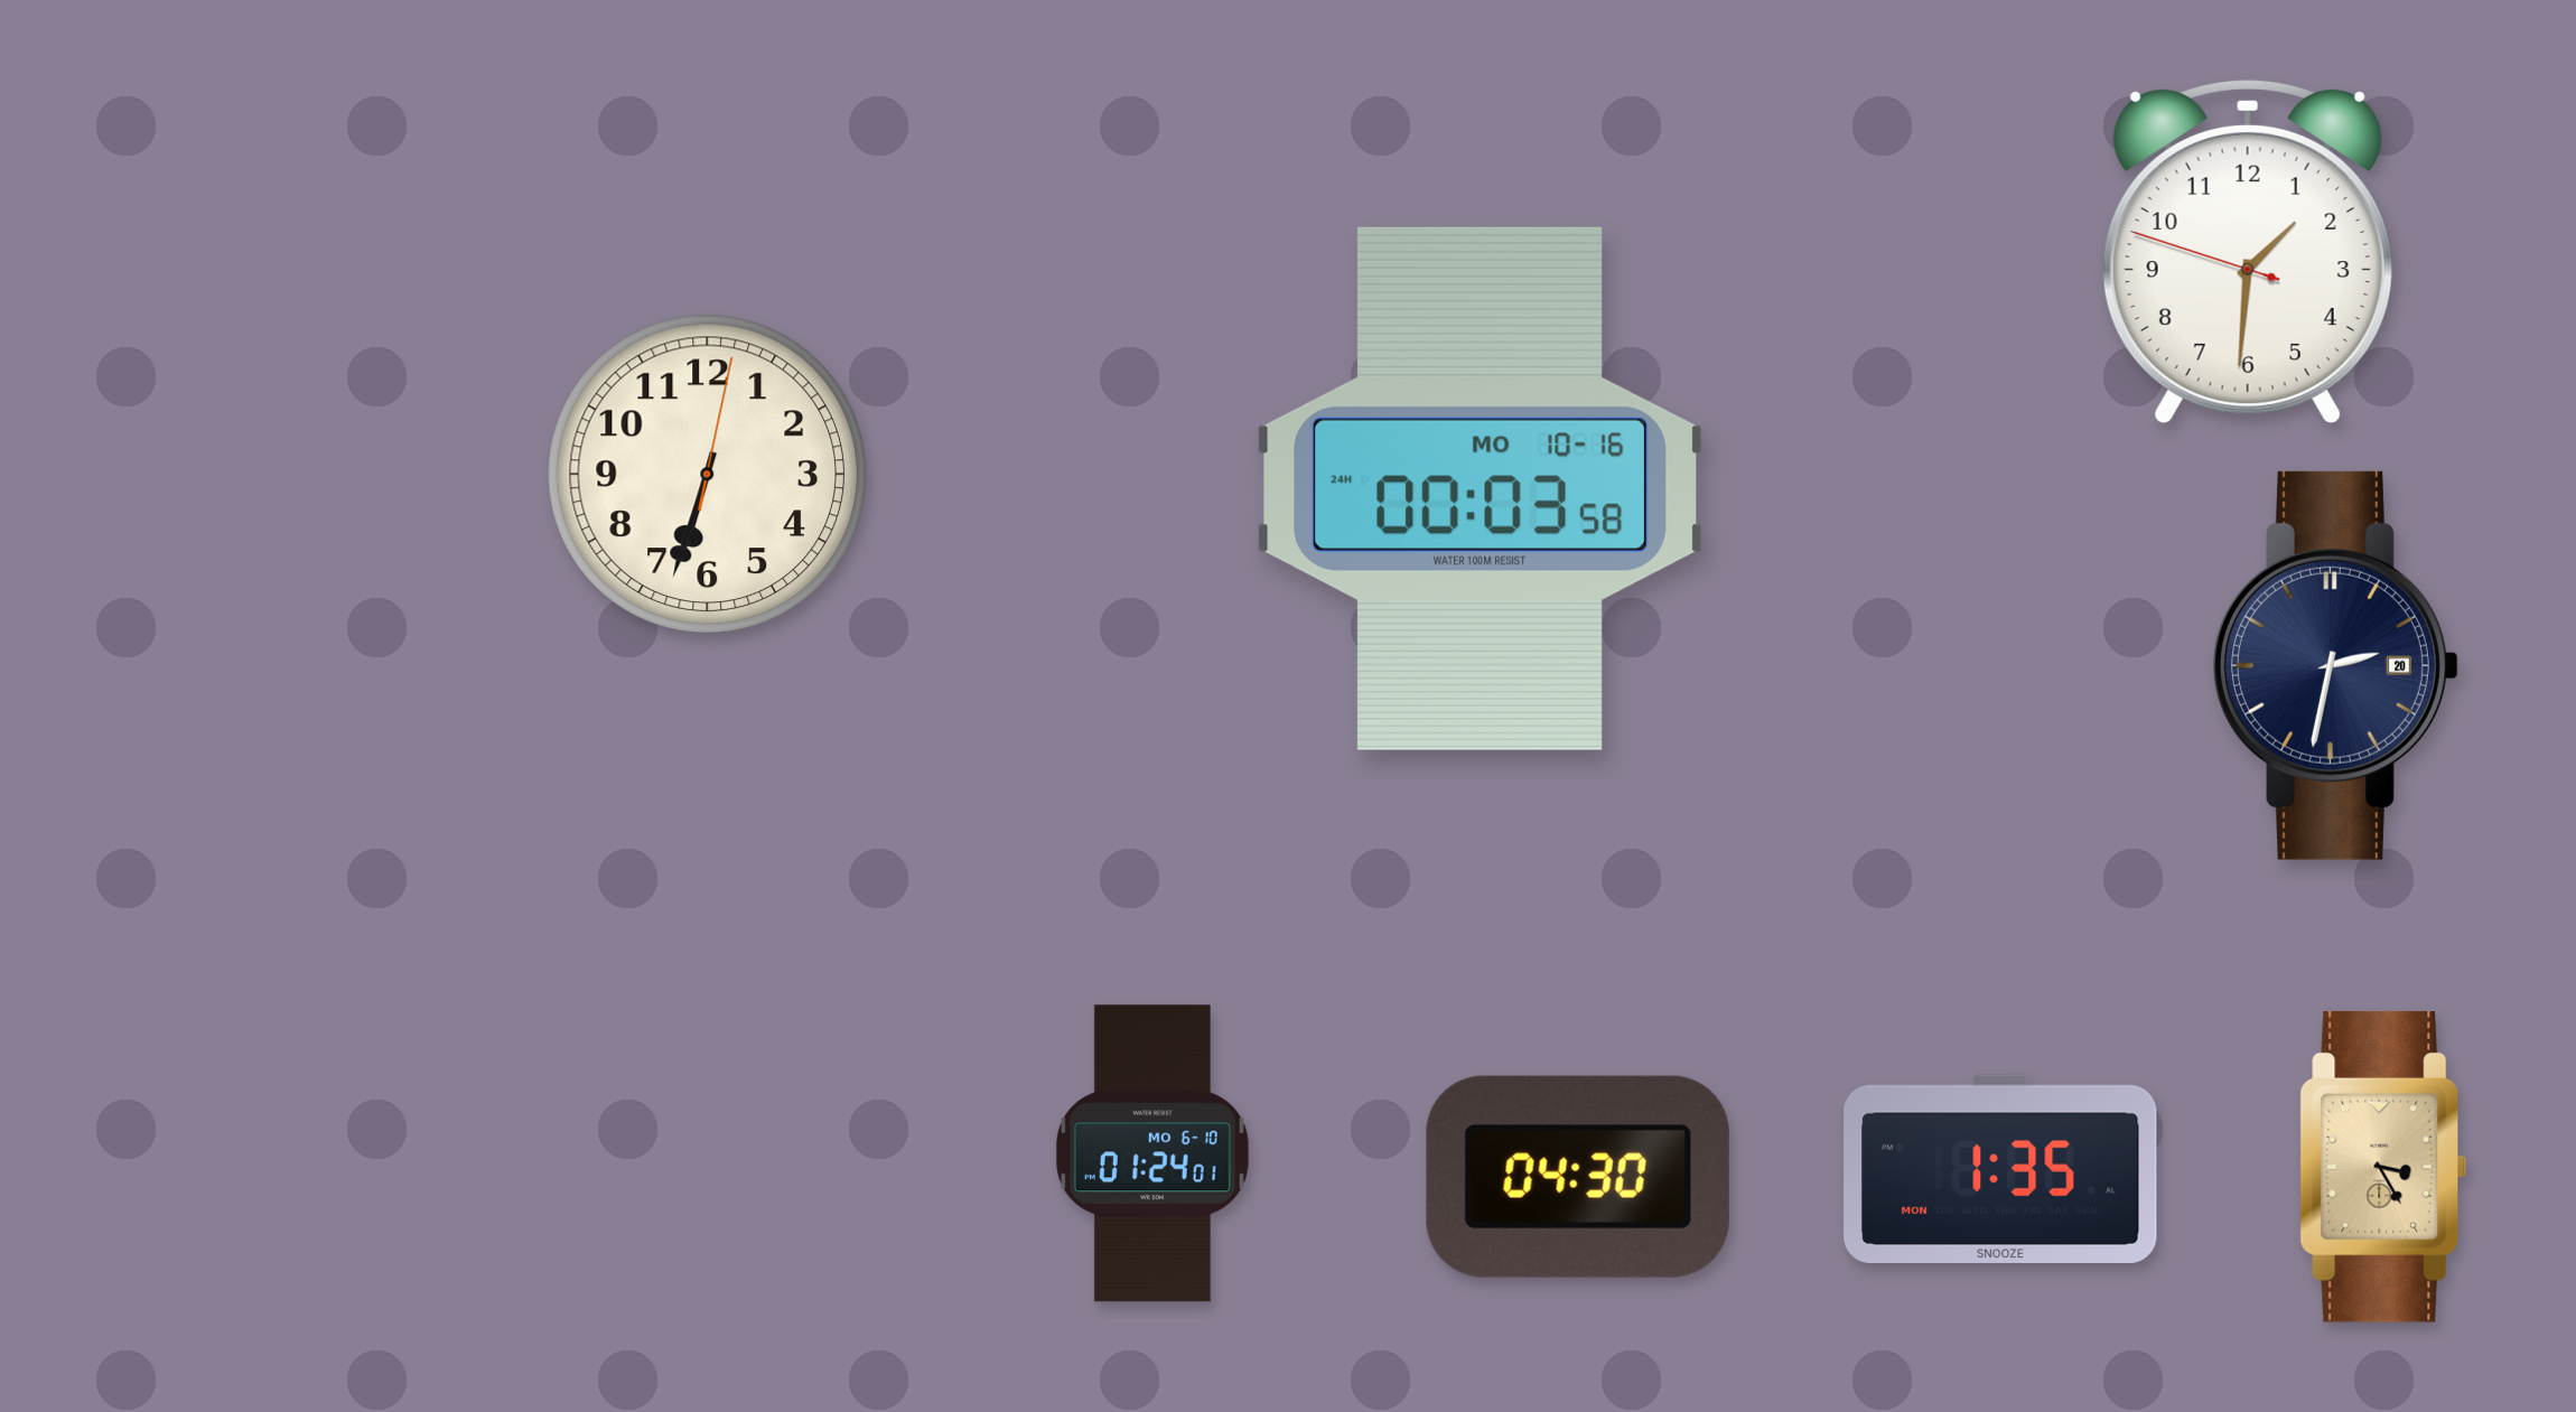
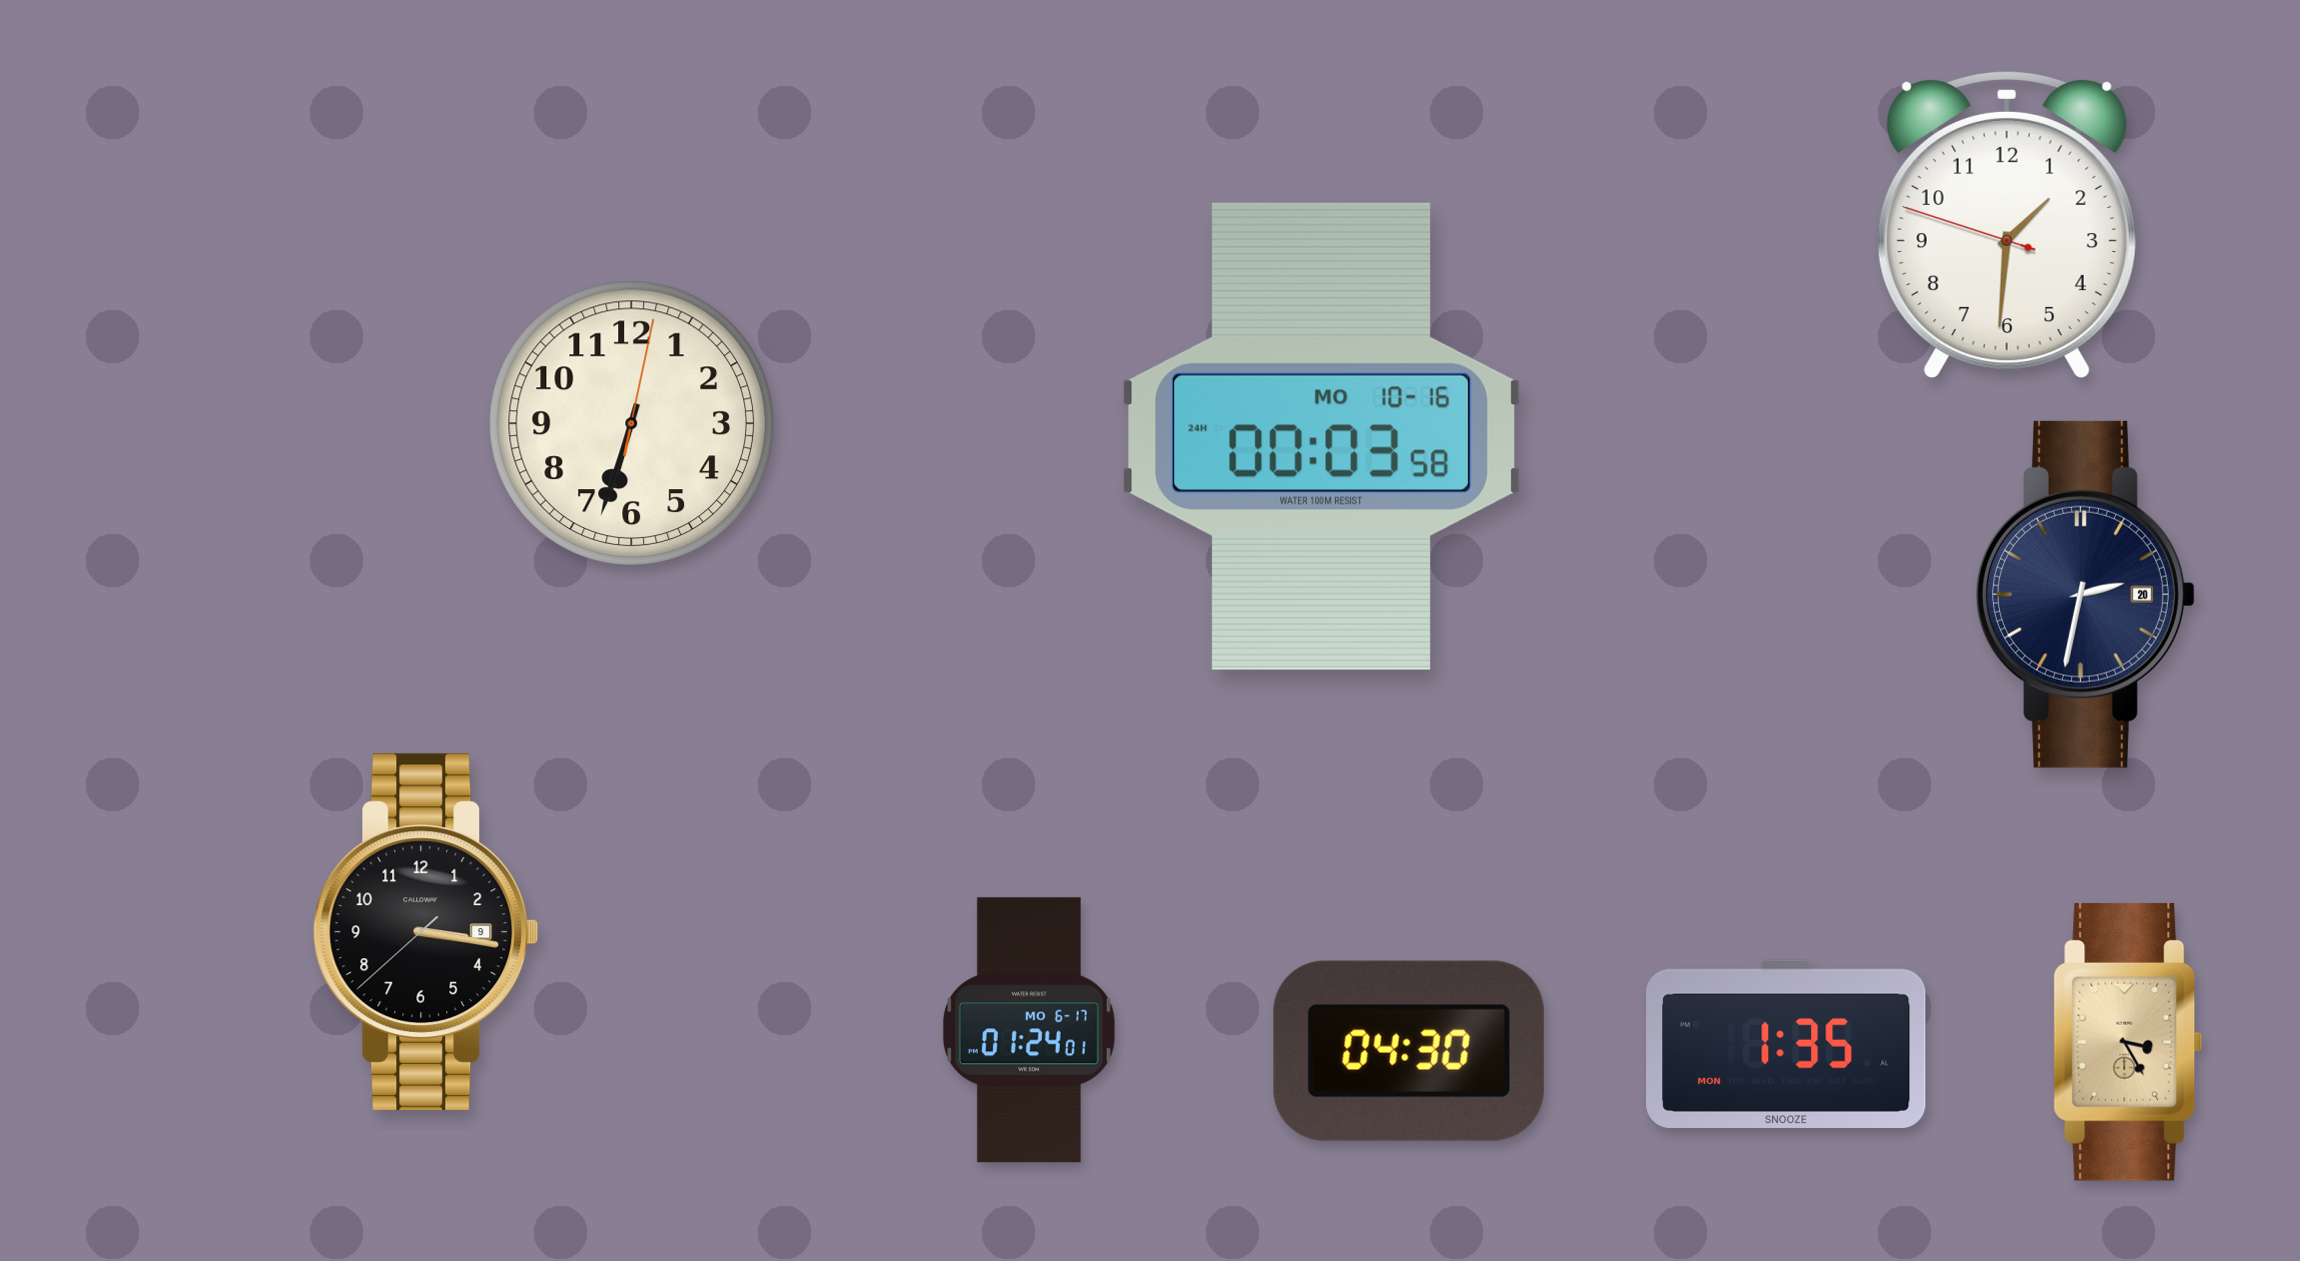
clock at (426, 932): none -> 3:16
clock at (1152, 1153) date: MO 6-10 -> MO 6-17
